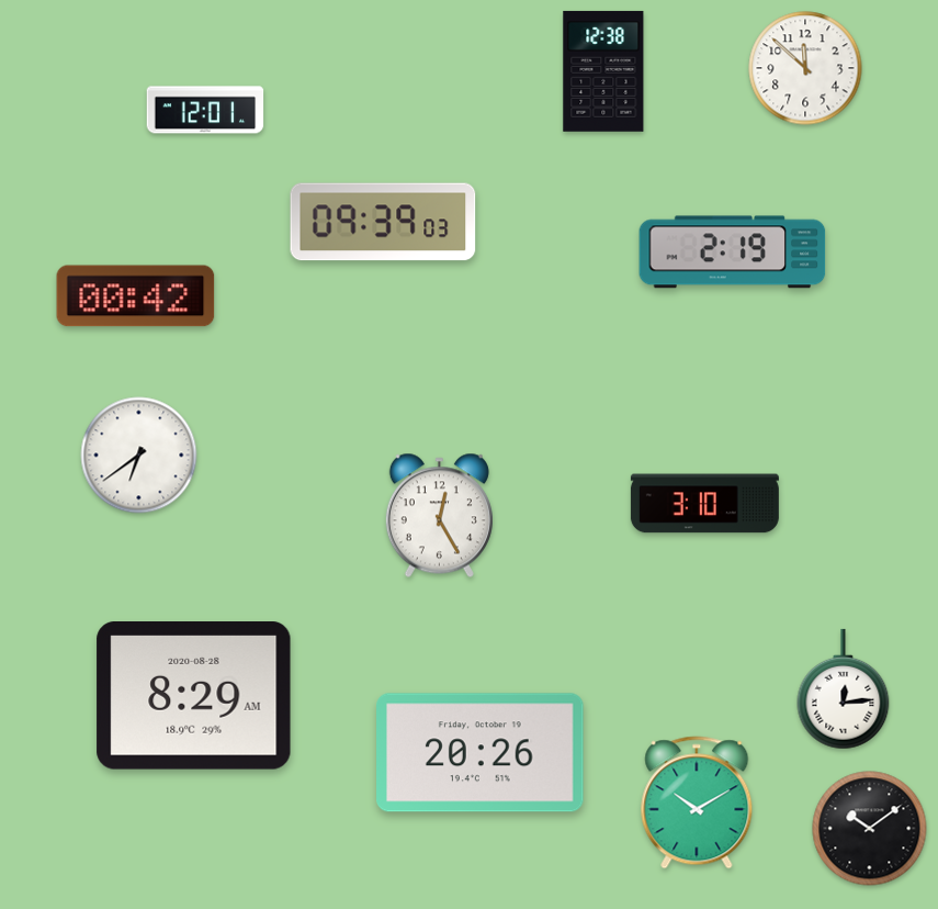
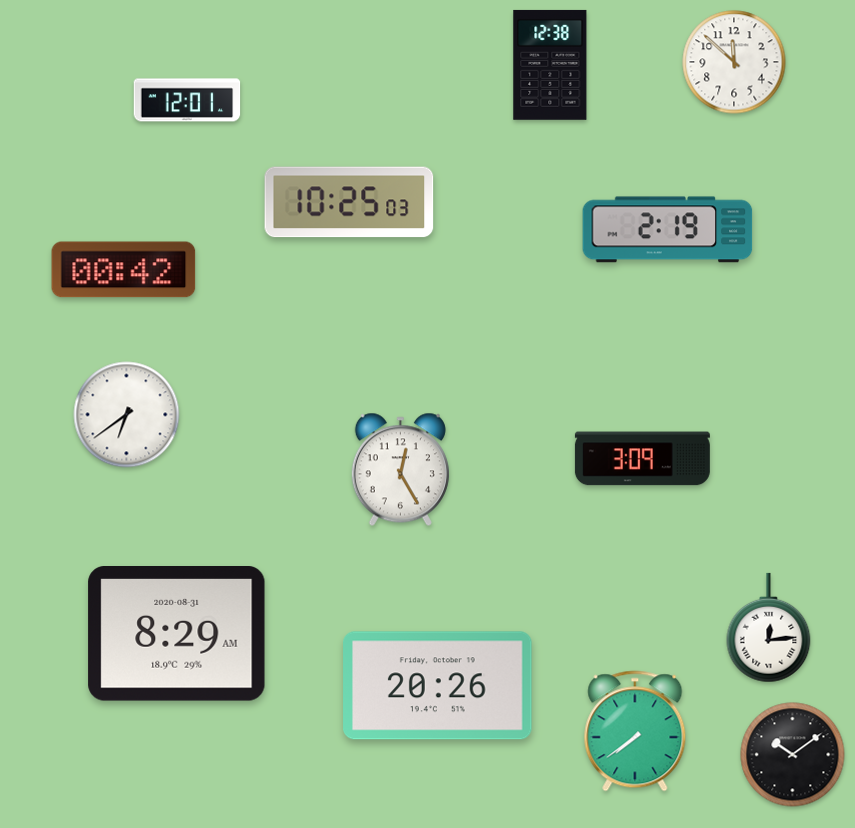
clock at (383, 222): 09:39 -> 10:25
clock at (704, 504): 3:10 -> 3:09
clock at (194, 696) date: 2020-08-28 -> 2020-08-31
clock at (697, 803): 10:10 -> 7:39
